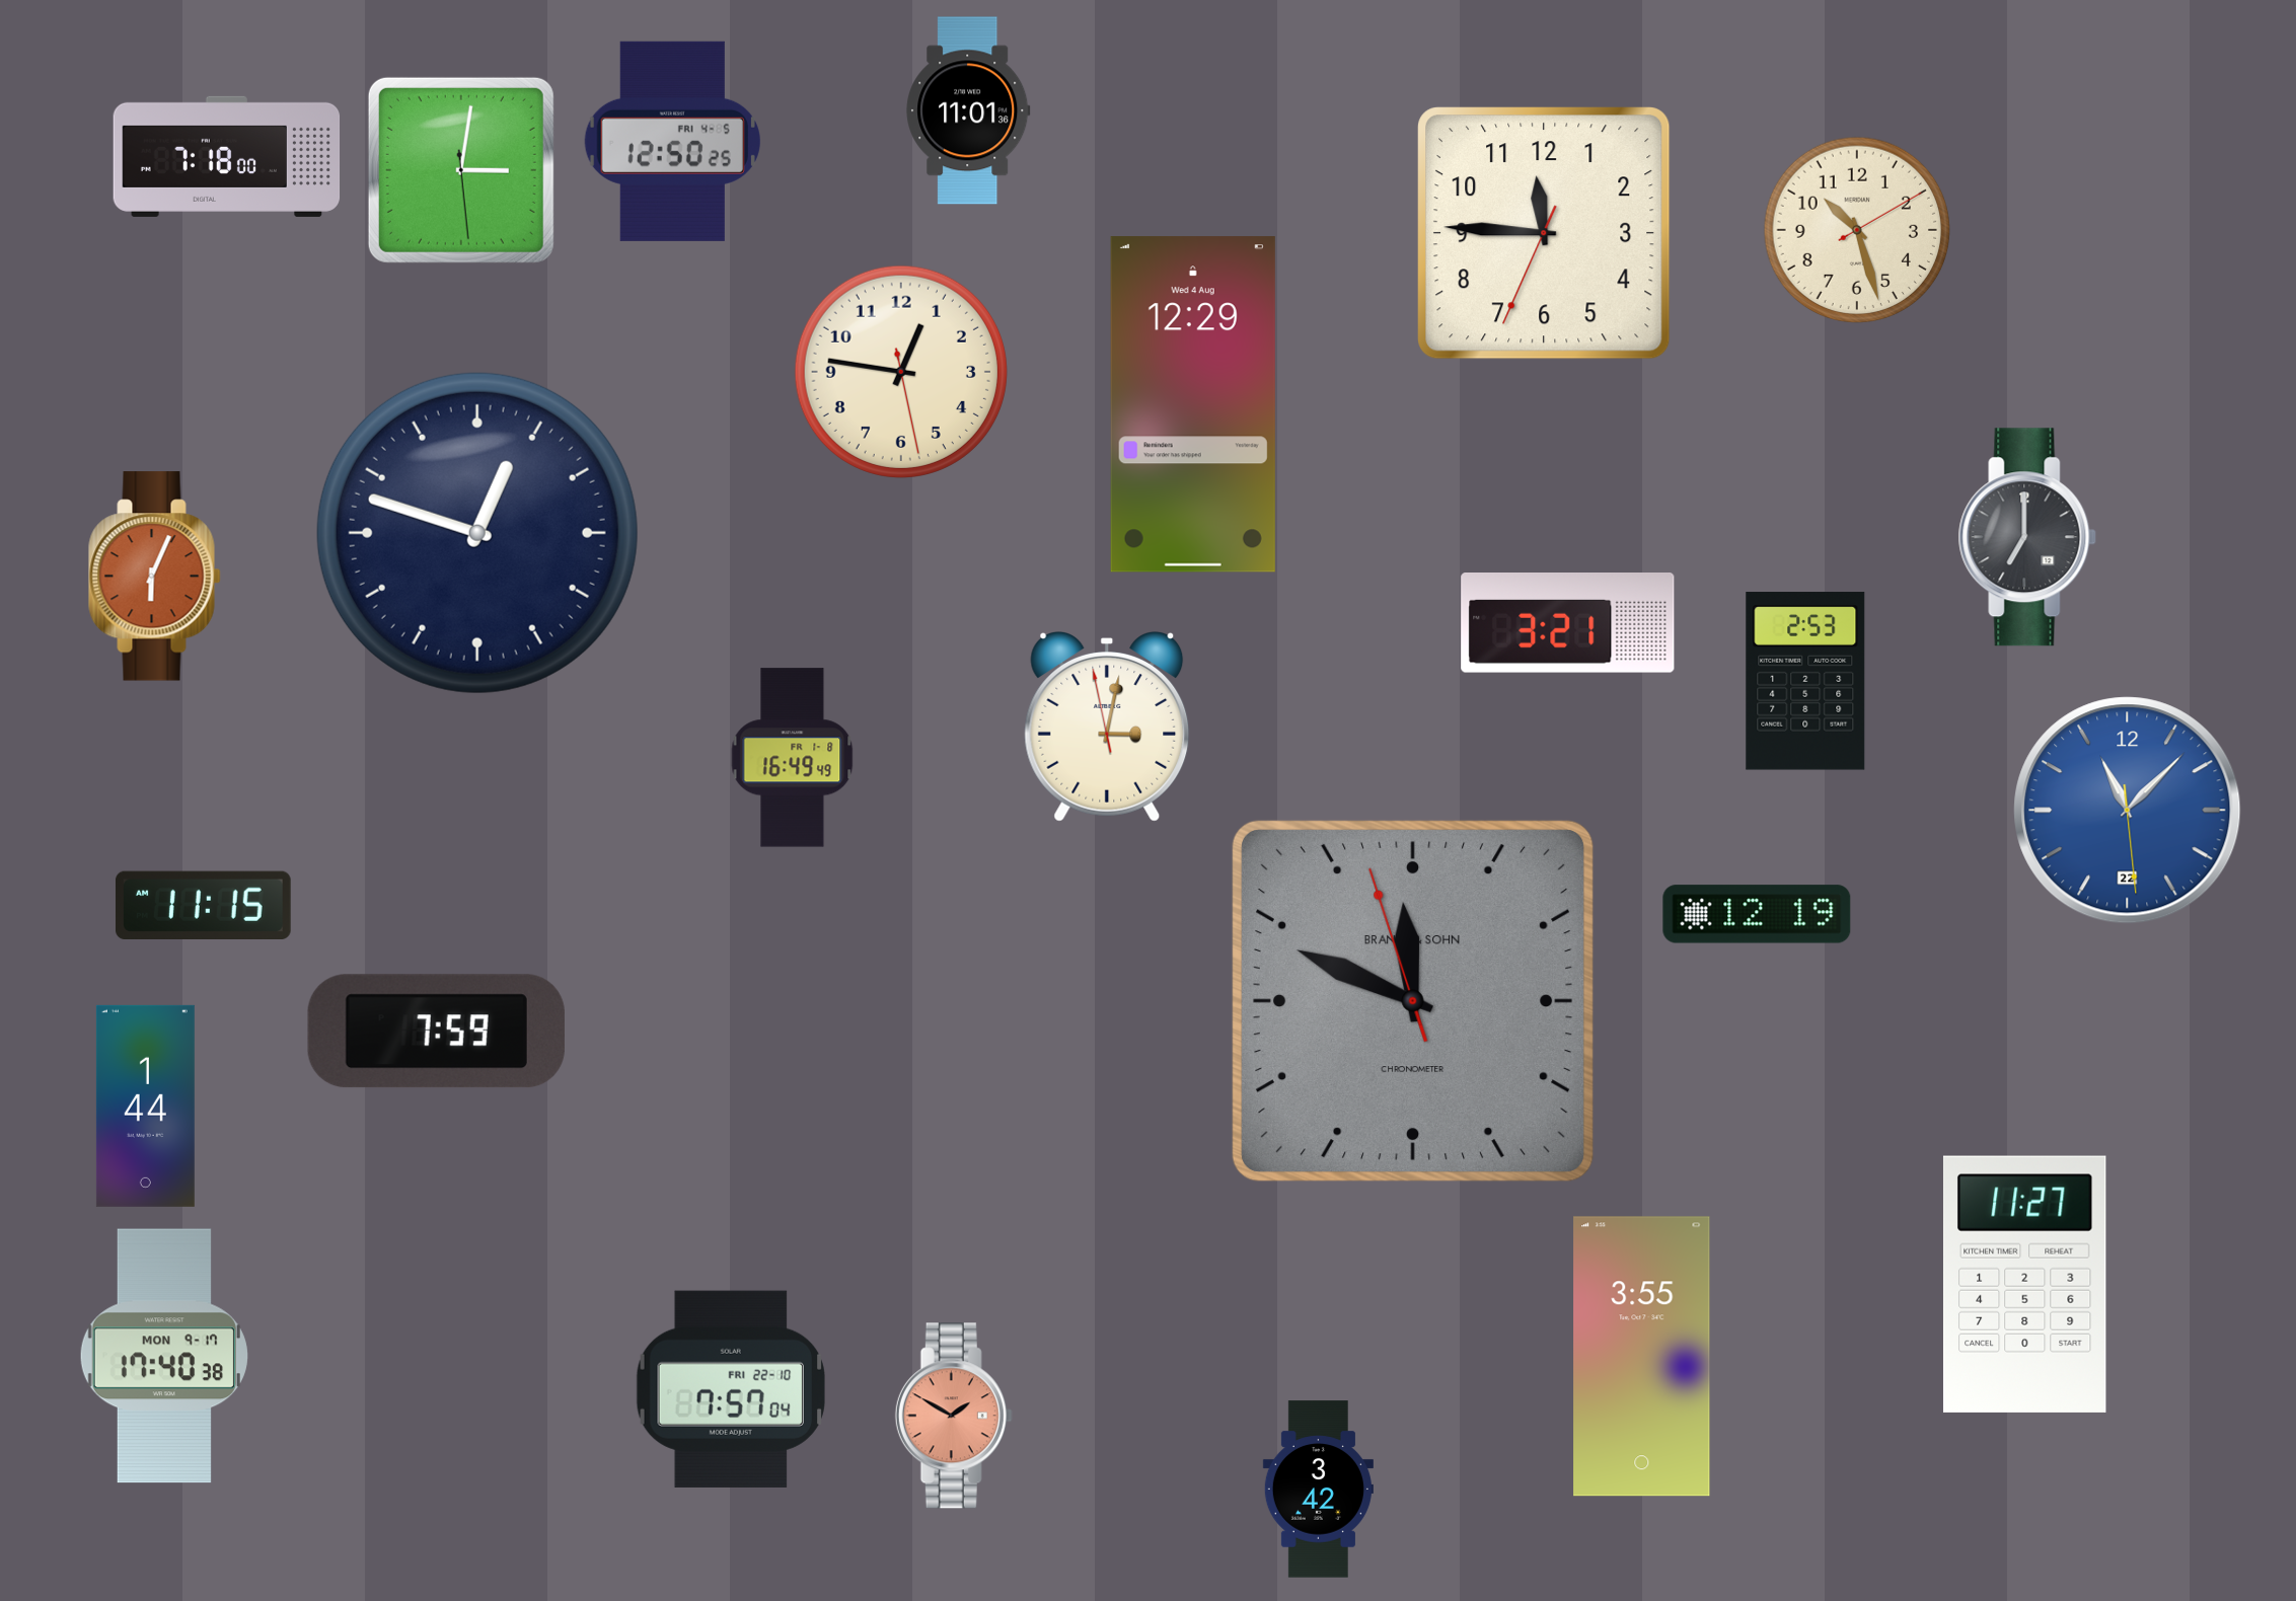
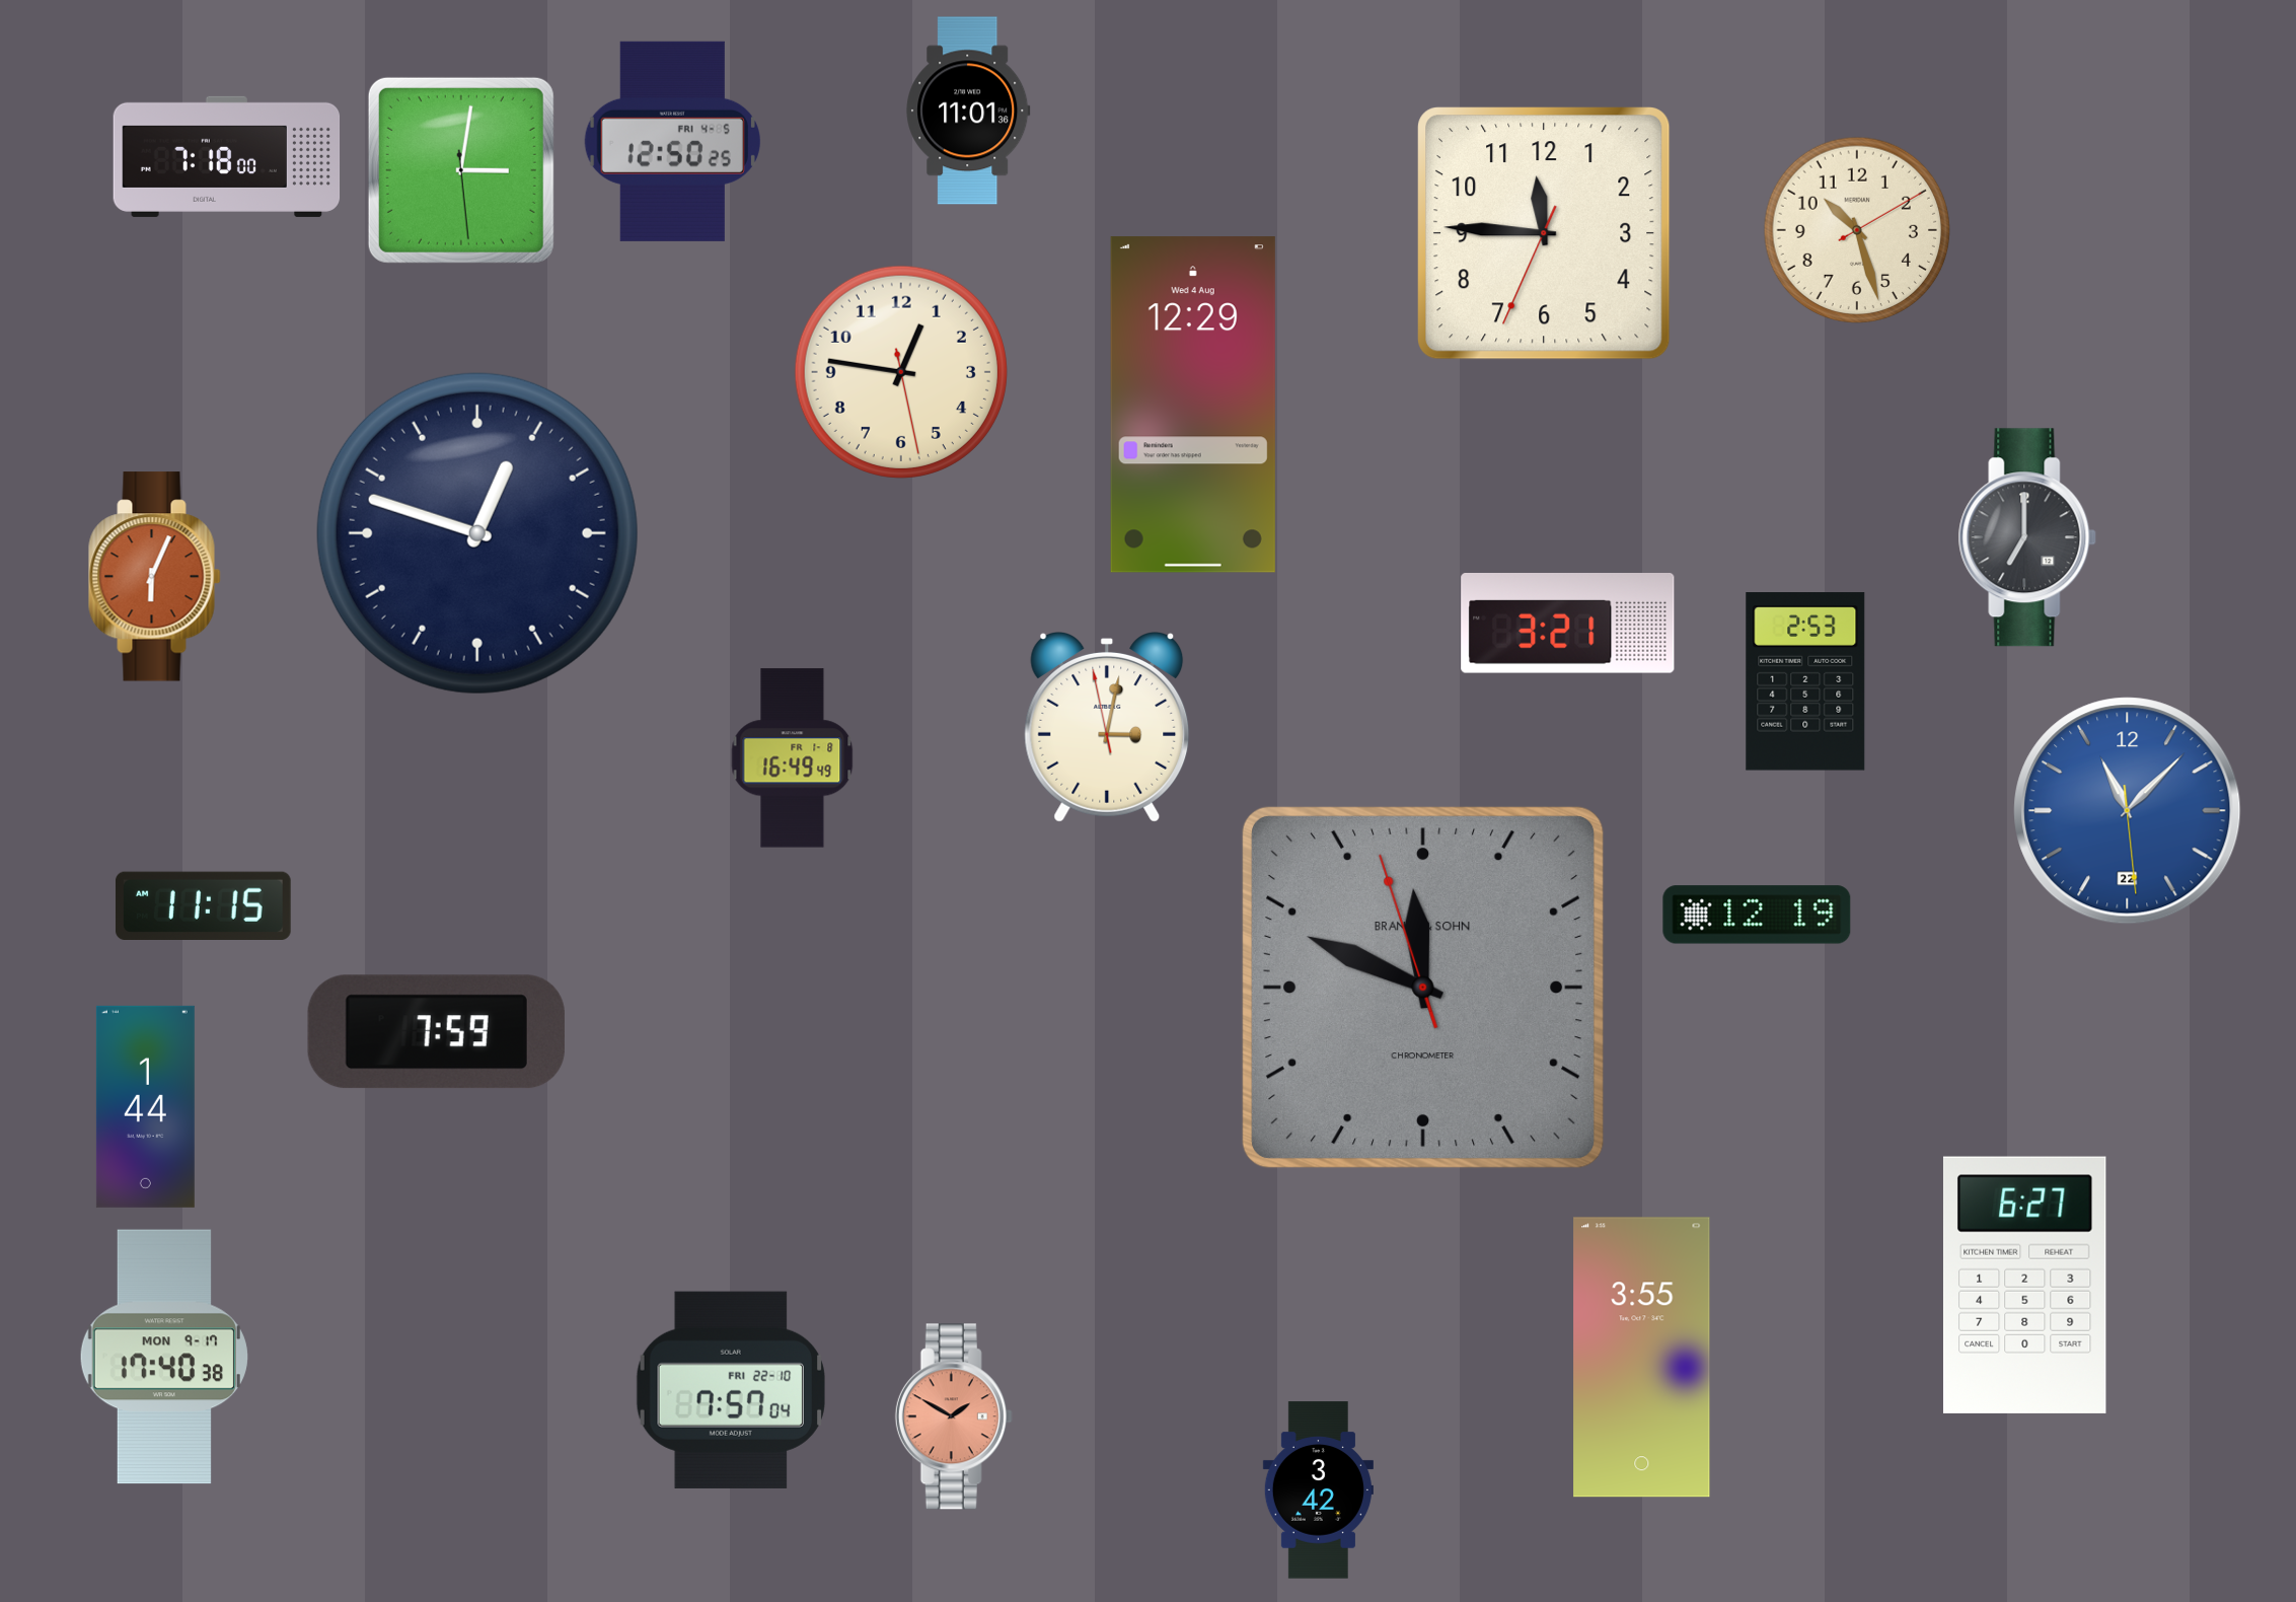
clock at (1413, 1001) position: (1413, 1001) -> (1423, 988)
clock at (2024, 1284): 11:27 -> 6:27
